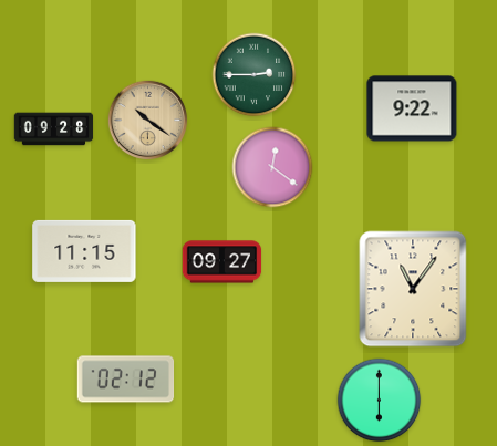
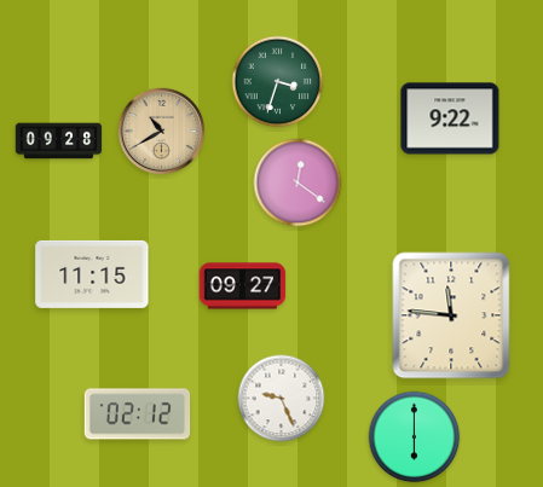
clock at (255, 75): 2:45 -> 3:33
clock at (148, 121): 10:21 -> 10:40
clock at (413, 289): 11:06 -> 11:46
clock at (282, 399): none -> 9:26
